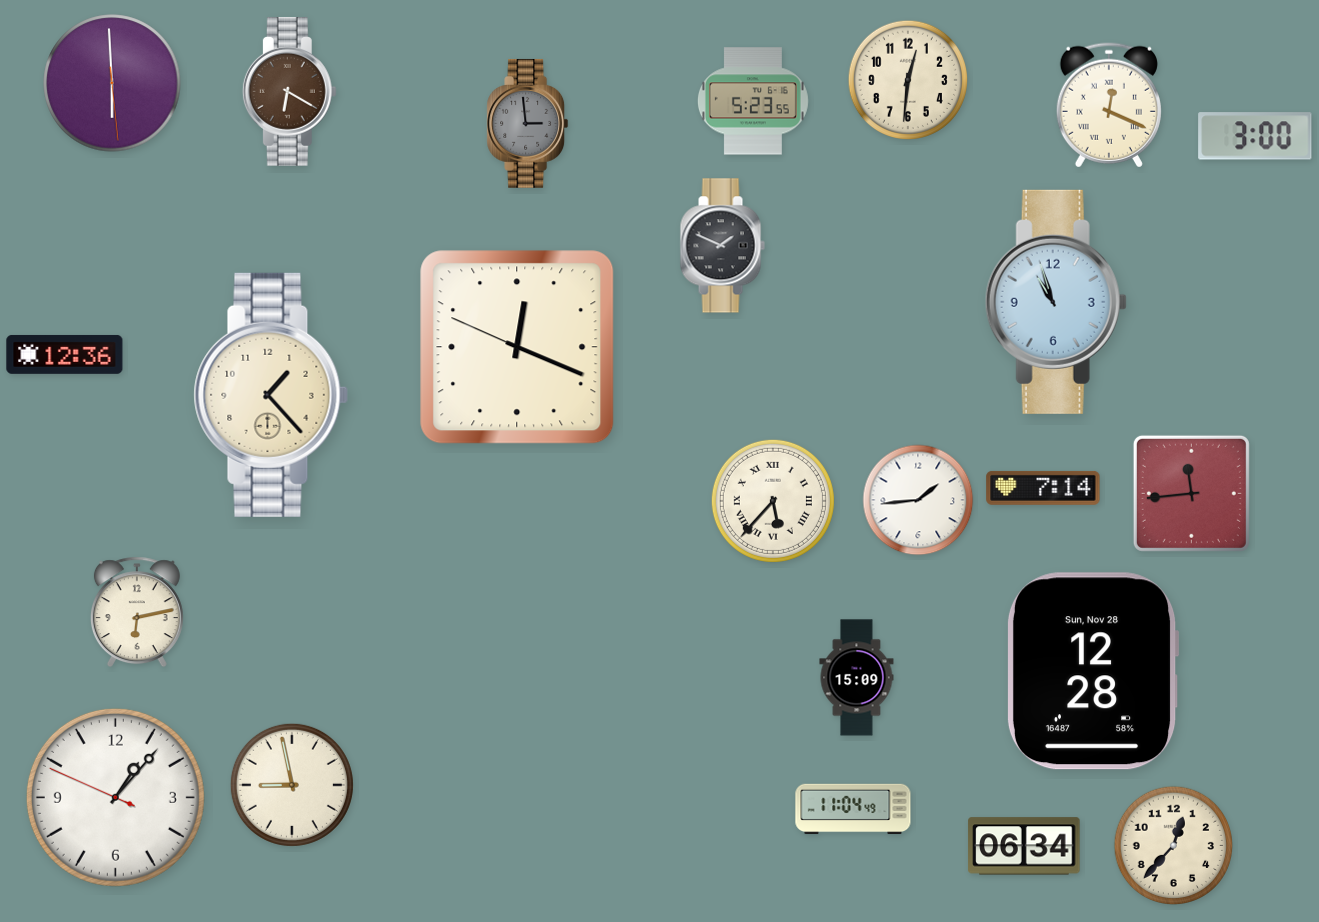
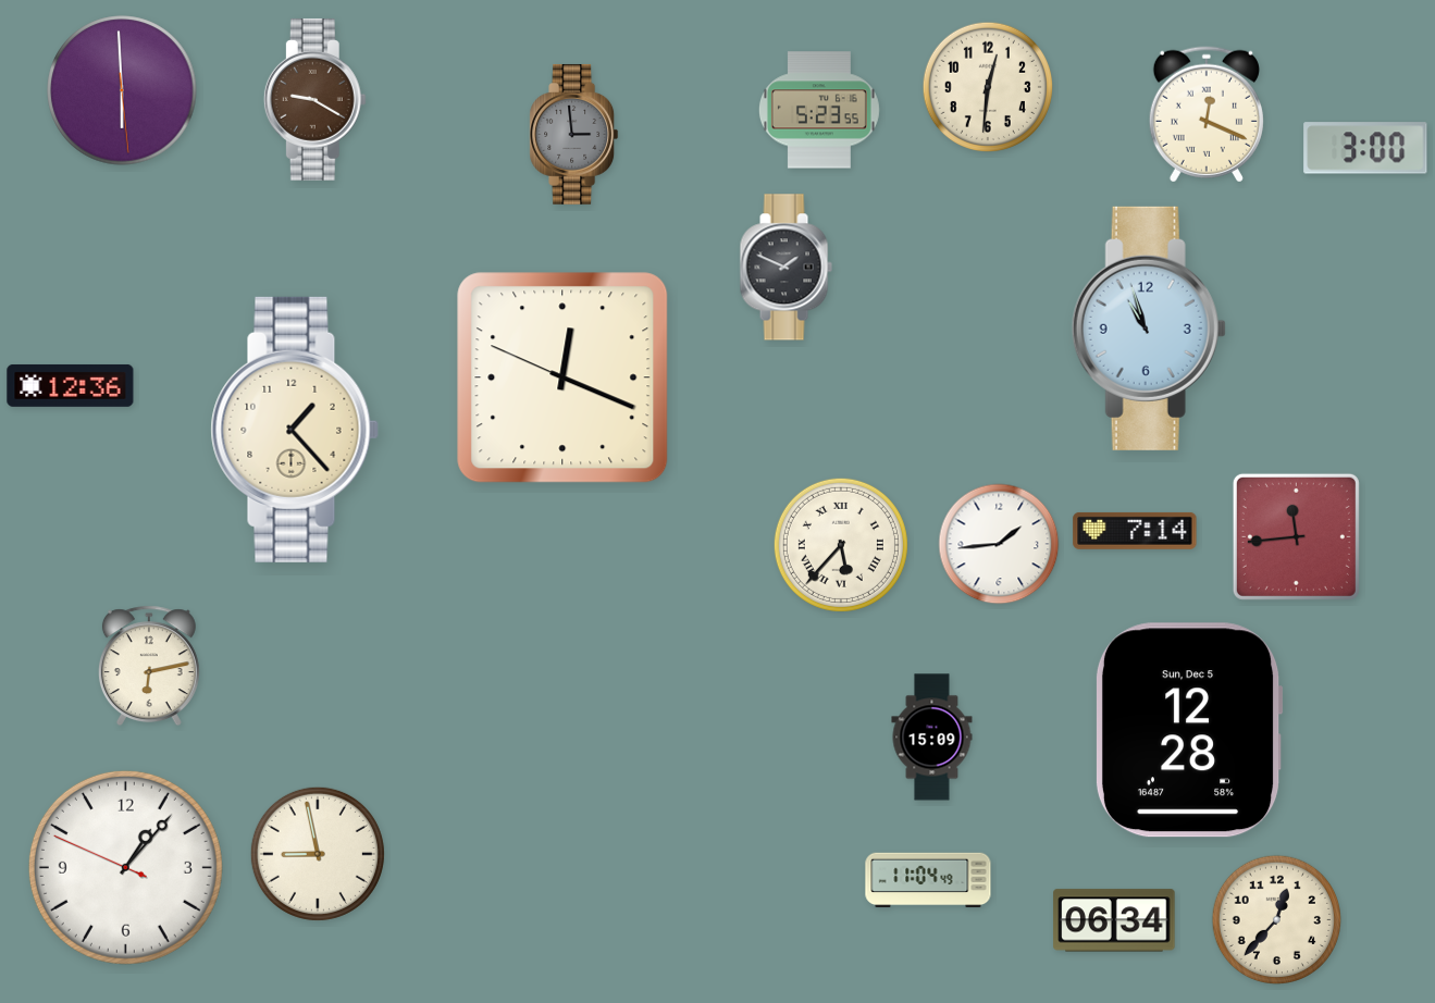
clock at (289, 91): 6:20 -> 9:20
clock at (1093, 671) date: Sun, Nov 28 -> Sun, Dec 5
